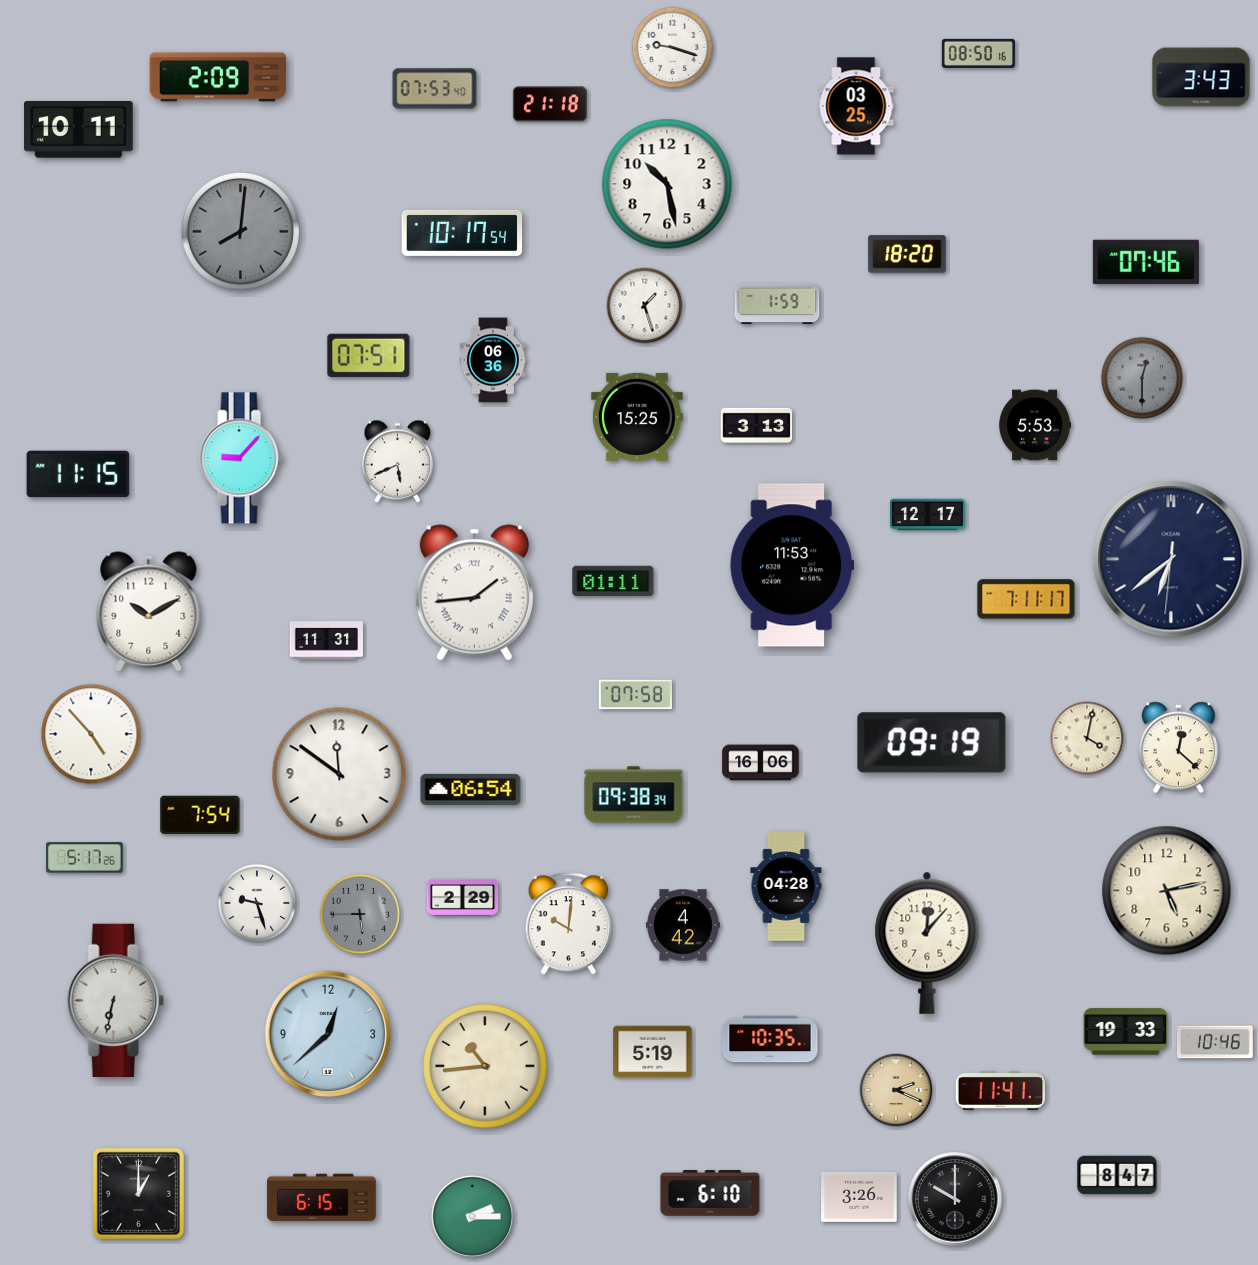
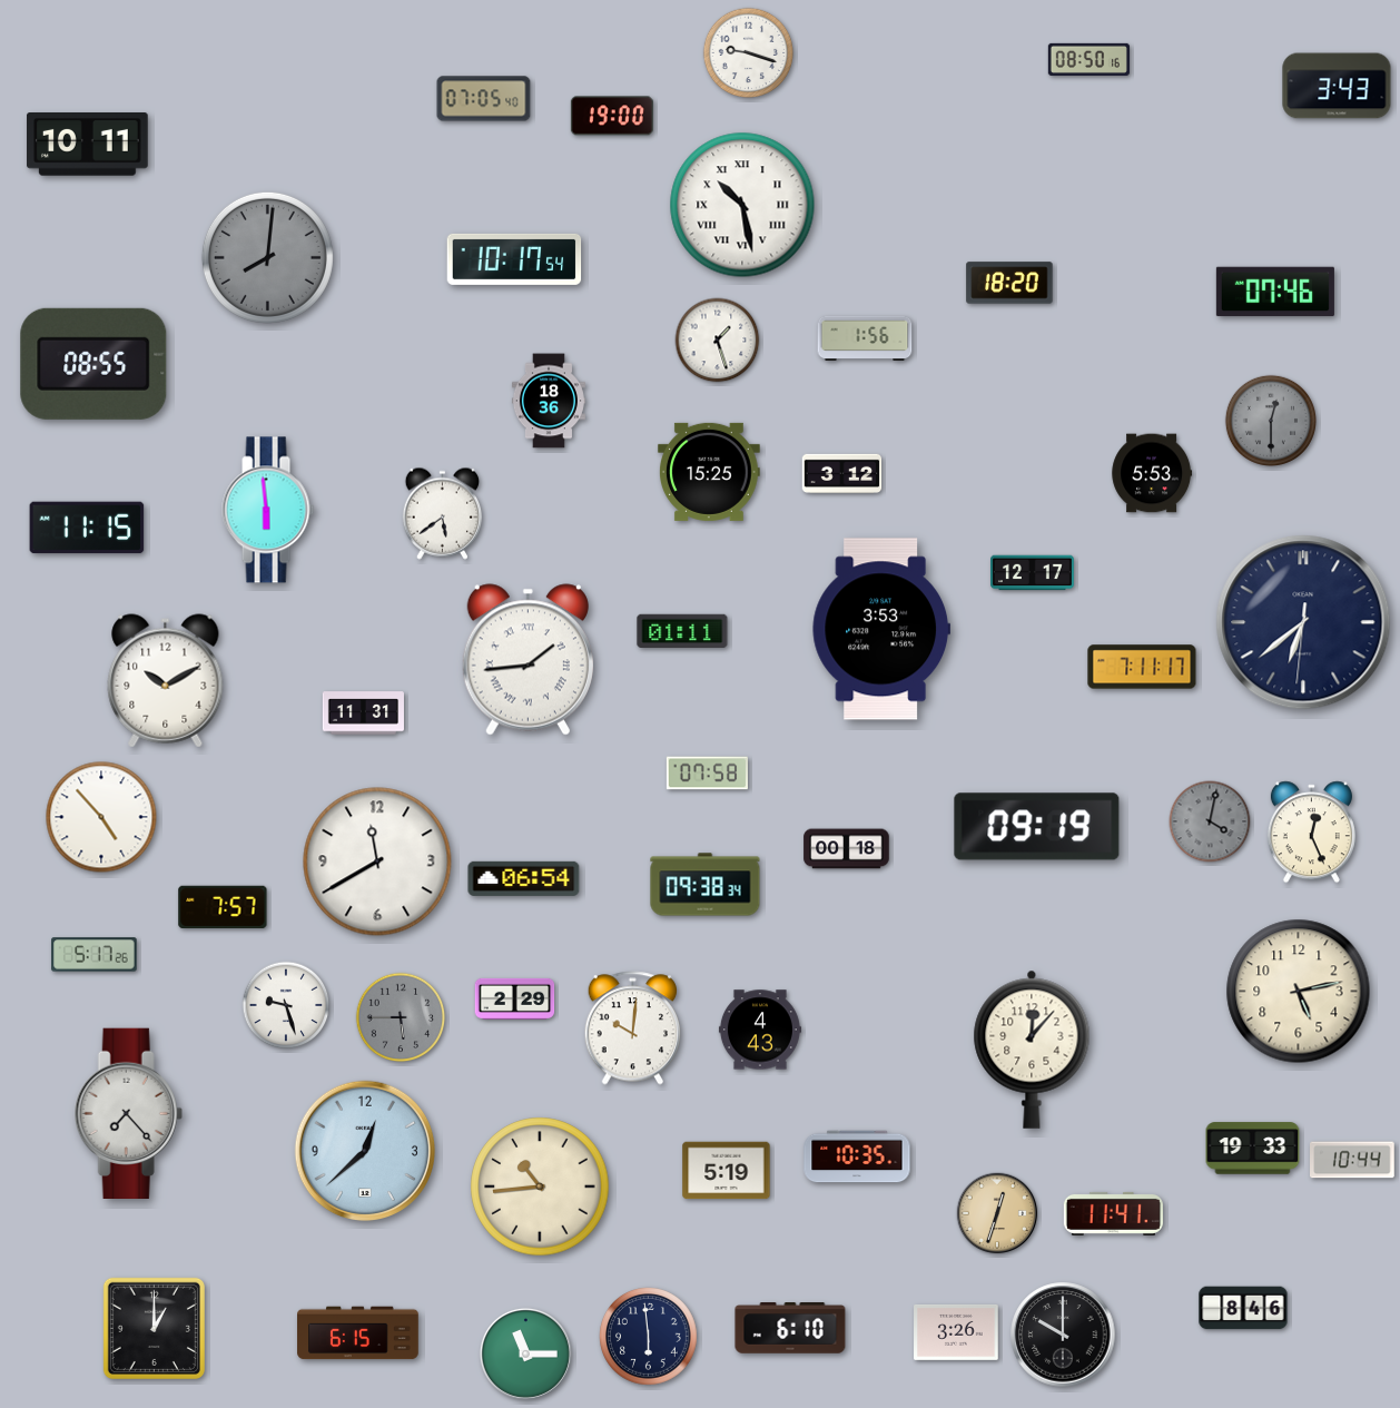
clock at (218, 77): 2:09 -> none
clock at (435, 89): 07:53 -> 07:05
clock at (550, 104): 21:18 -> 19:00
clock at (856, 106): 03:25 -> none
clock at (667, 184) numerals: Arabic -> Roman
clock at (777, 303): 1:59 -> 1:56
clock at (93, 364): none -> 08:55
clock at (369, 355): 07:51 -> none
clock at (493, 360): 06:36 -> 18:36
clock at (637, 417) position: (637, 417) -> (709, 472)
clock at (757, 425): 3:13 -> 3:12
clock at (241, 458): 9:07 -> 5:59
clock at (398, 461): 5:41 -> 5:39
clock at (791, 565): 11:53 -> 3:53
clock at (613, 580) position: (613, 580) -> (682, 630)
clock at (1087, 738) dial: cream -> grey
clock at (1178, 748): 12:22 -> 12:26
clock at (761, 763): 16:06 -> 00:18
clock at (339, 774): 11:51 -> 11:40
clock at (200, 814): 7:54 -> 7:57
clock at (786, 886): 04:28 -> none
clock at (683, 925): 4:42 -> 4:43
clock at (115, 1000): 6:32 -> 7:23
clock at (1216, 1042): 10:46 -> 10:44
clock at (896, 1090): 2:19 -> 12:33
clock at (1117, 1175): 8:47 -> 8:46
clock at (649, 1337): none -> 5:59
clock at (472, 1216): 2:15 -> 11:15
